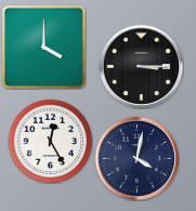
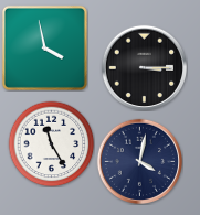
clock at (43, 47): 4:00 -> 3:58
clock at (50, 141): 12:25 -> 11:25
